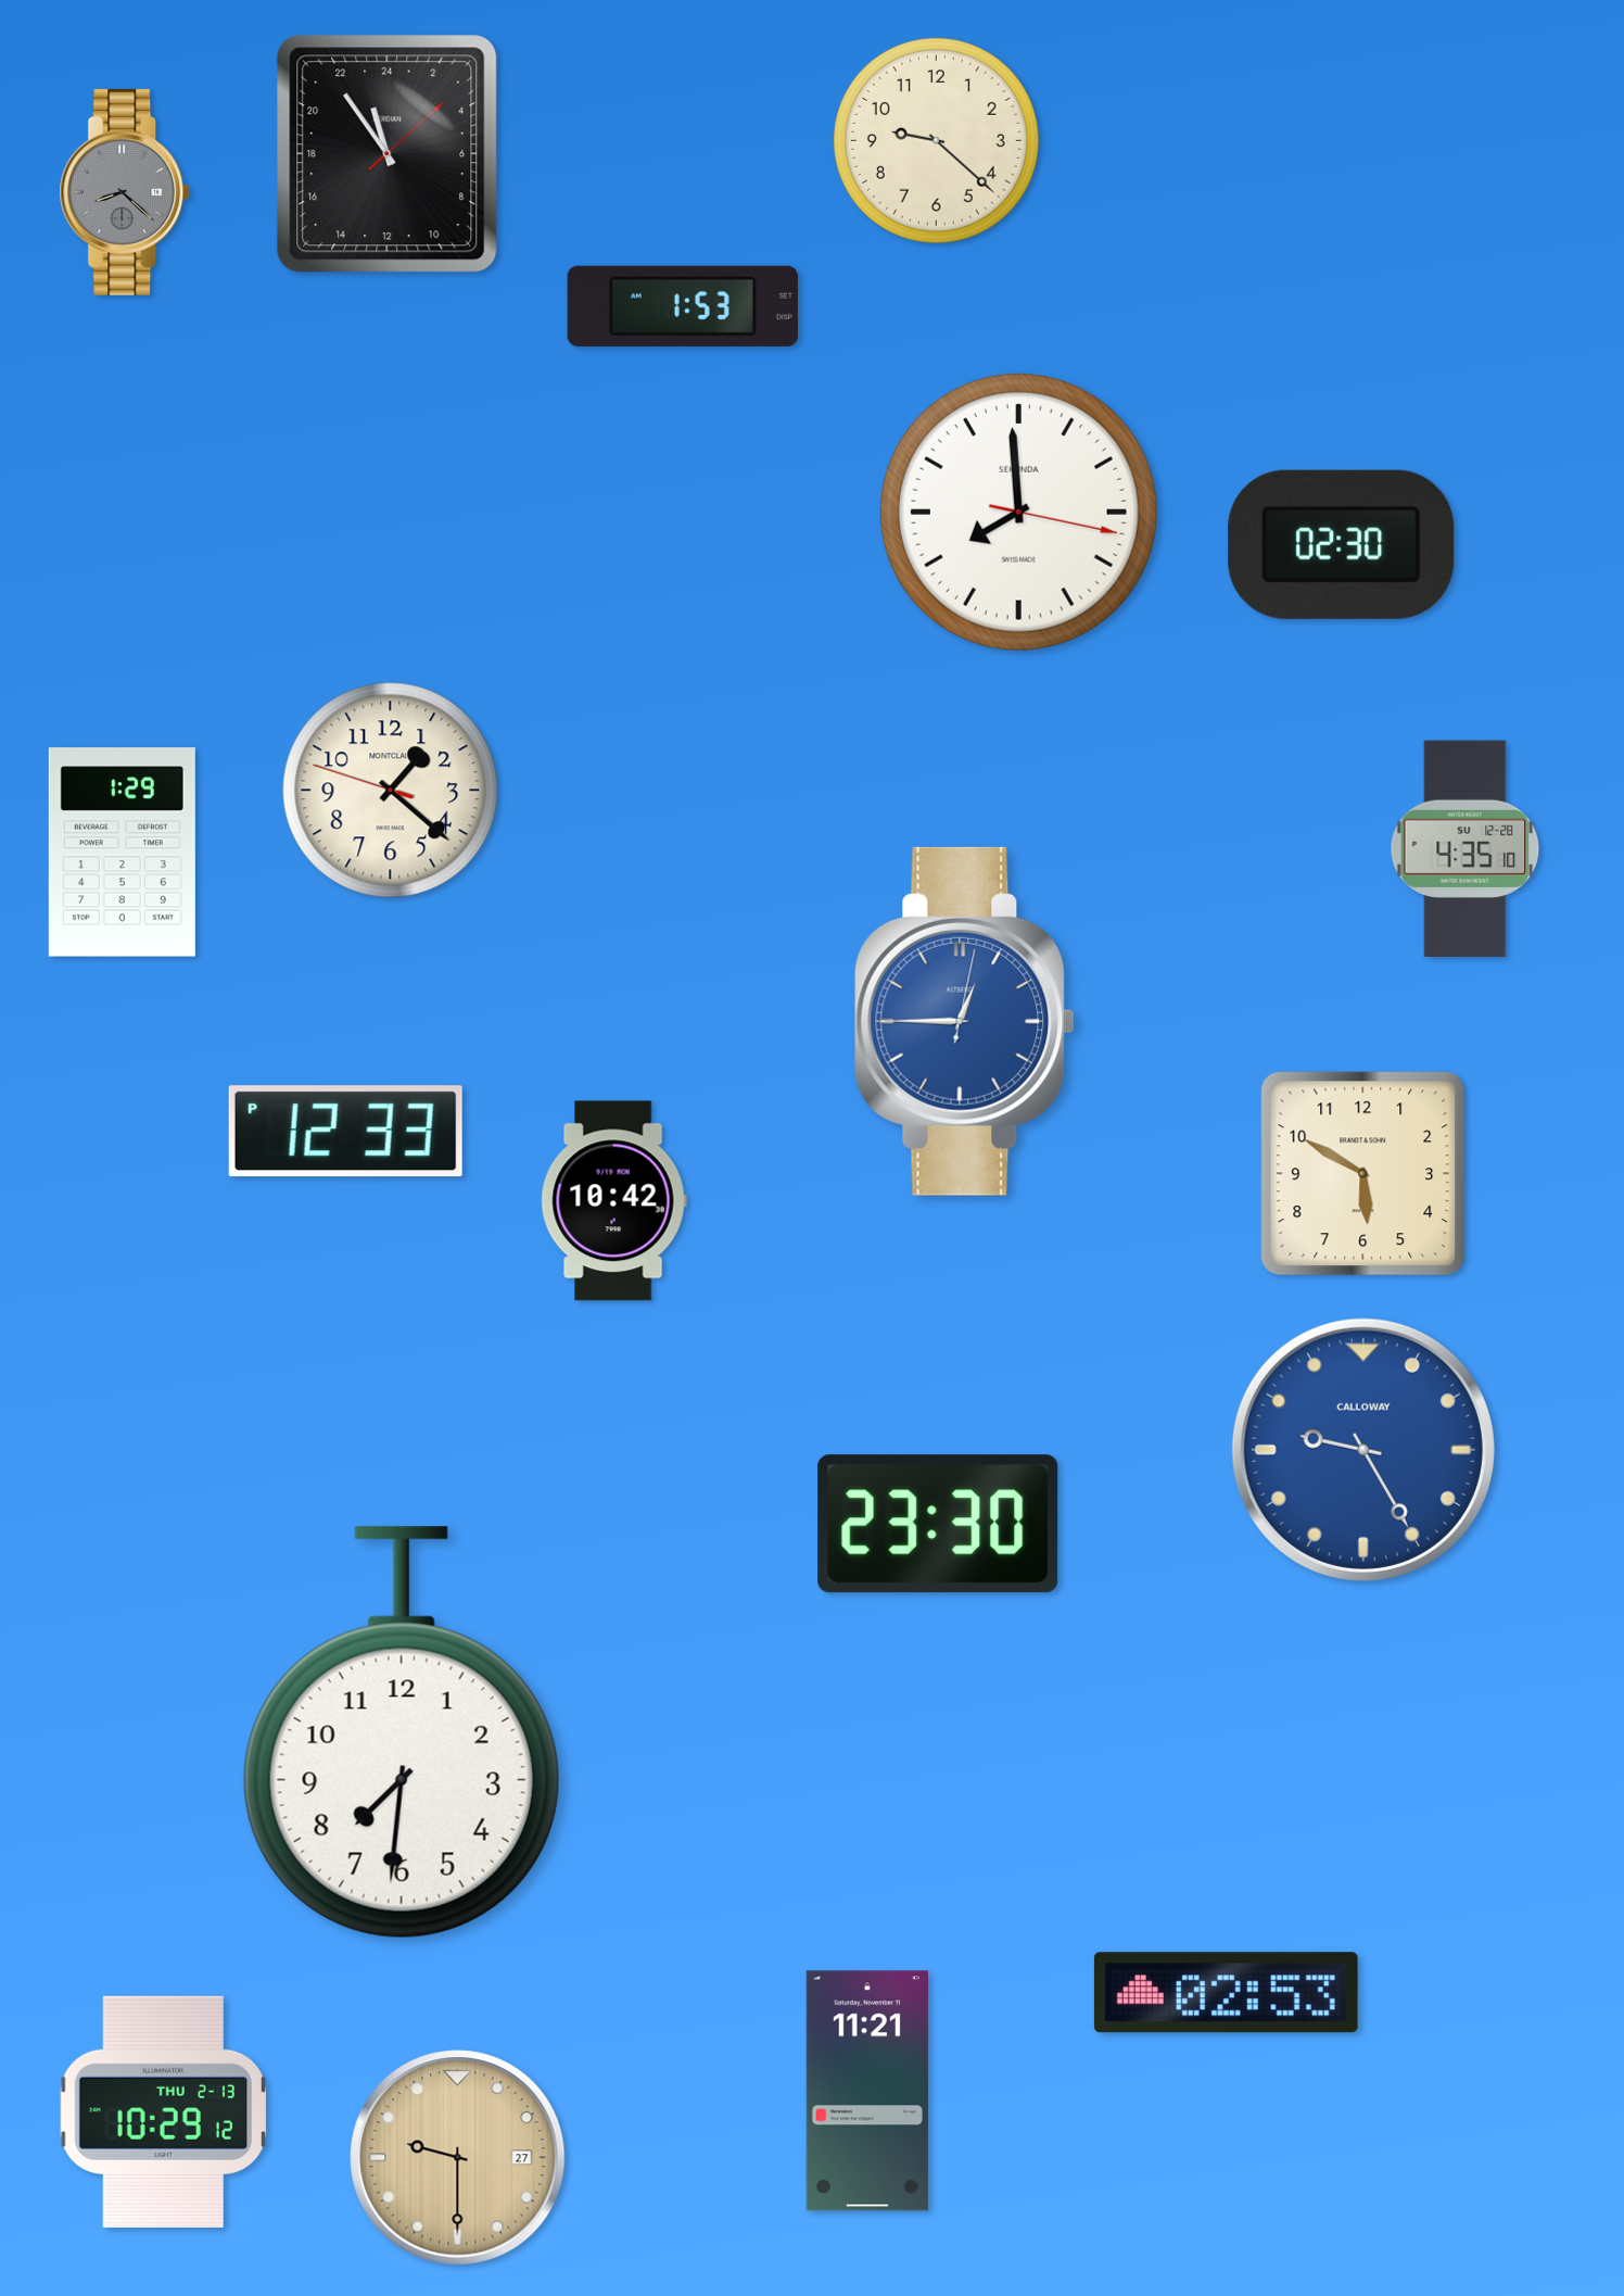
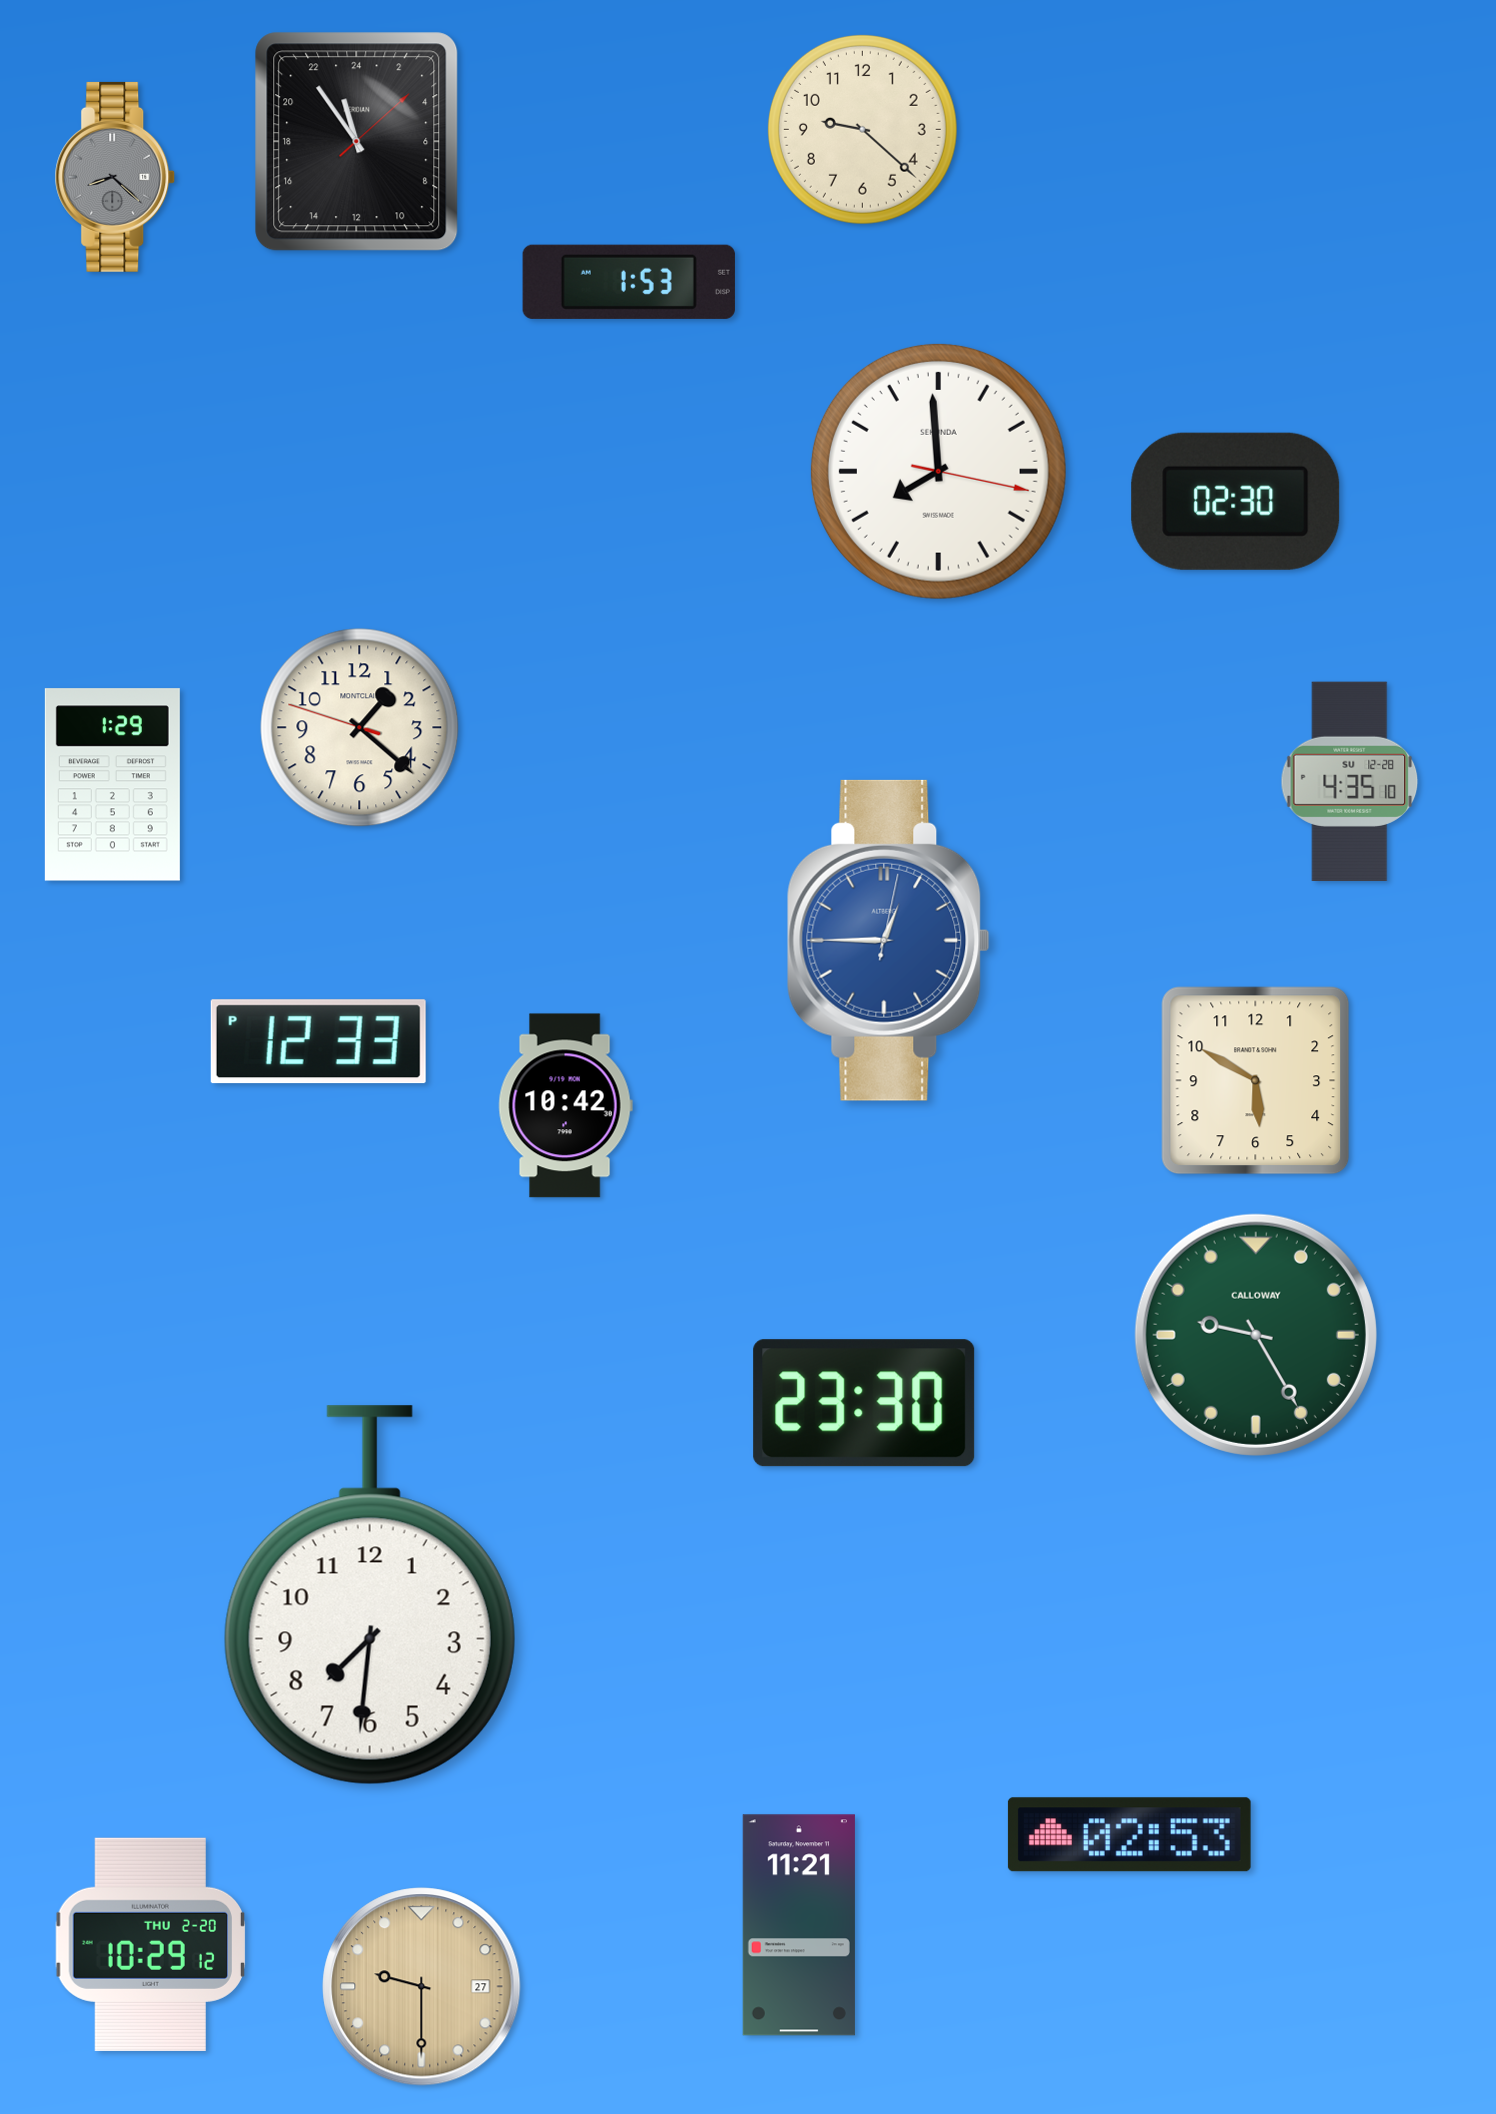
clock at (1363, 1450) dial: blue -> green
clock at (163, 2111) date: THU 2-13 -> THU 2-20
